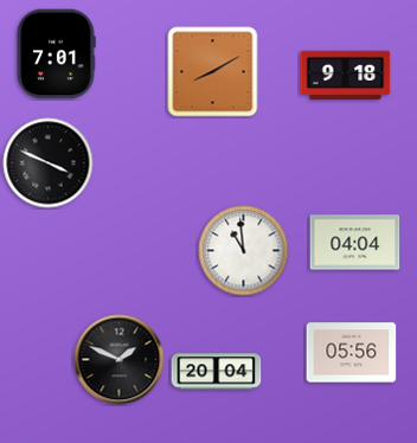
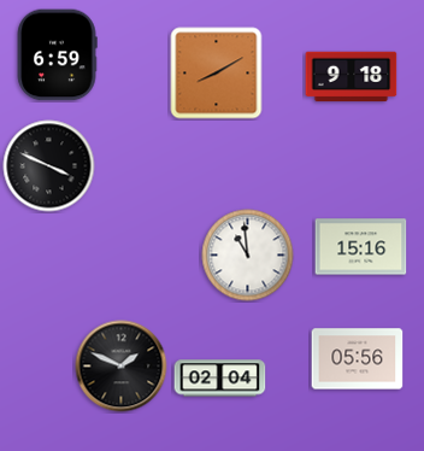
clock at (56, 54): 7:01 -> 6:59
clock at (355, 243): 04:04 -> 15:16
clock at (217, 372): 20:04 -> 02:04
